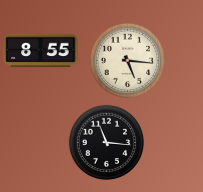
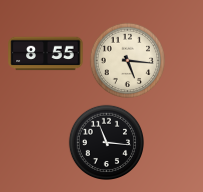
clock at (41, 51) position: (41, 51) -> (46, 54)
